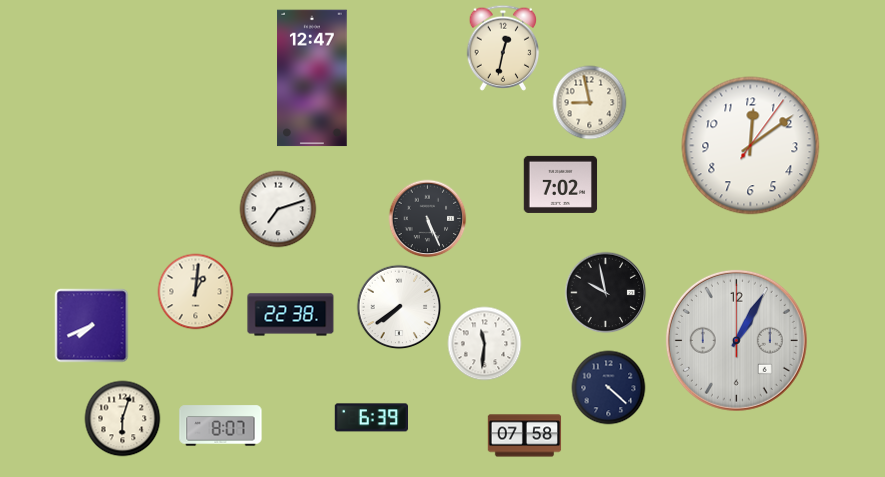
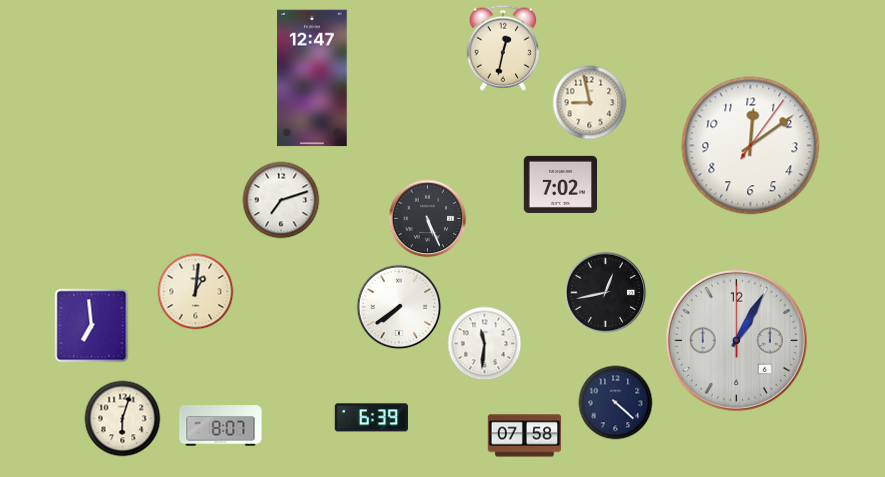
clock at (278, 209) position: (278, 209) -> (281, 200)
clock at (606, 293): 9:58 -> 12:43
clock at (291, 315): 22:38 -> none
clock at (92, 326): 7:41 -> 6:59
clock at (609, 388) position: (609, 388) -> (616, 403)
